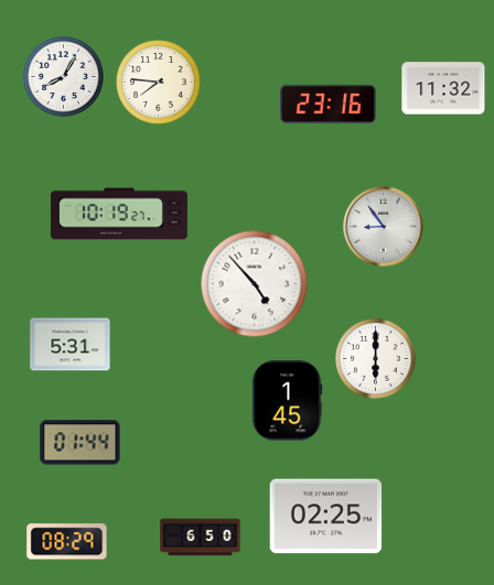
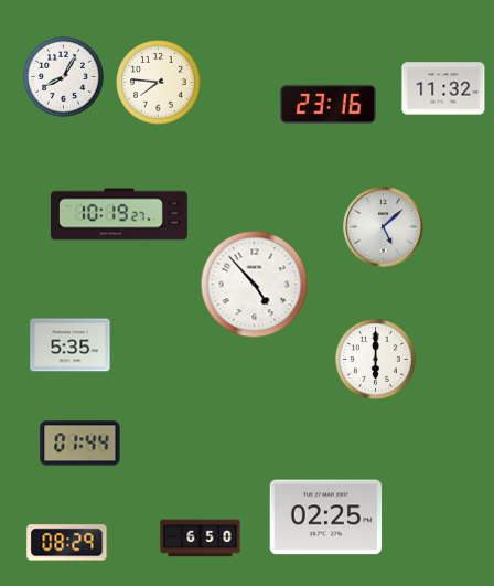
clock at (384, 227): 8:54 -> 5:08
clock at (71, 345): 5:31 -> 5:35
clock at (287, 401): 1:45 -> none
